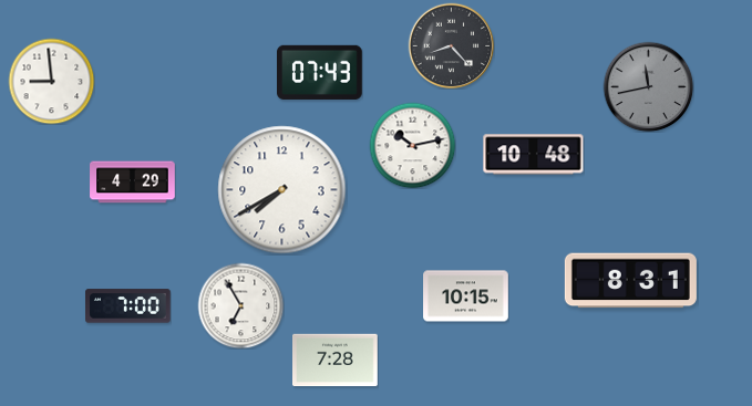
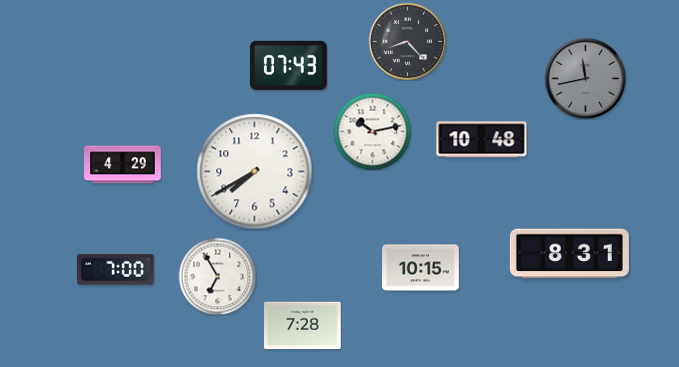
clock at (51, 81): 8:59 -> none
clock at (133, 183) position: (133, 183) -> (123, 165)
clock at (128, 306) position: (128, 306) -> (116, 270)
